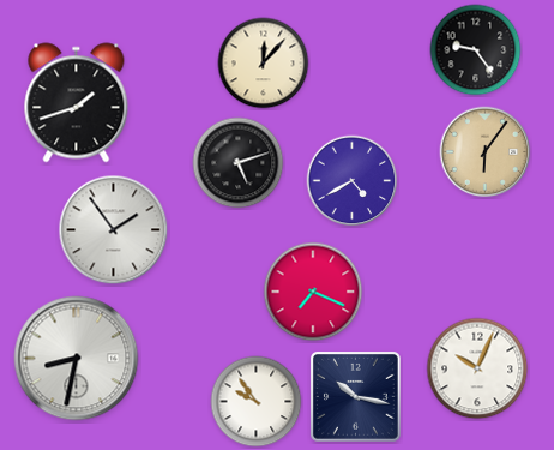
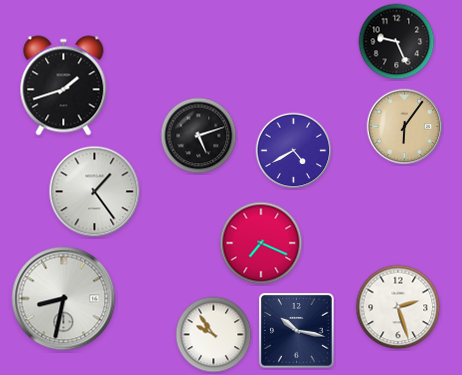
clock at (476, 50): 9:24 -> 9:26
clock at (264, 64): 12:07 -> none
clock at (114, 230): 1:54 -> 1:24
clock at (477, 368): 10:04 -> 2:27
